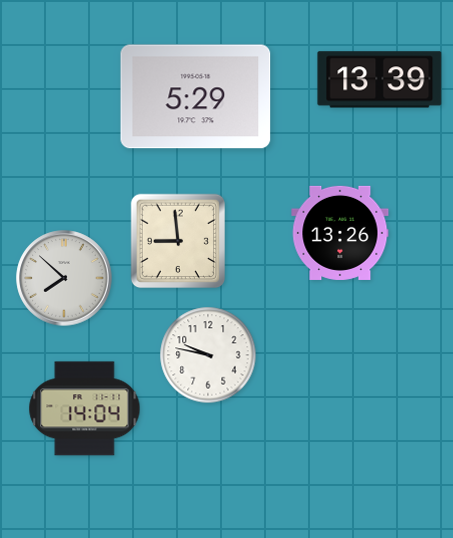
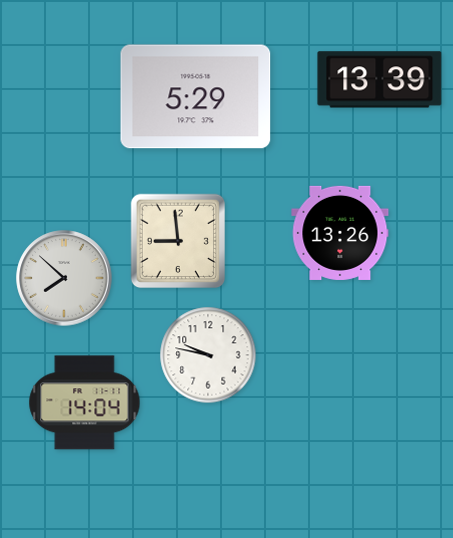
clock at (85, 409) position: (85, 409) -> (85, 403)
